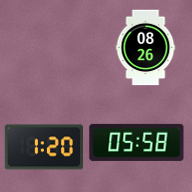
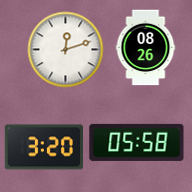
clock at (66, 50): none -> 12:12
clock at (43, 147): 1:20 -> 3:20
